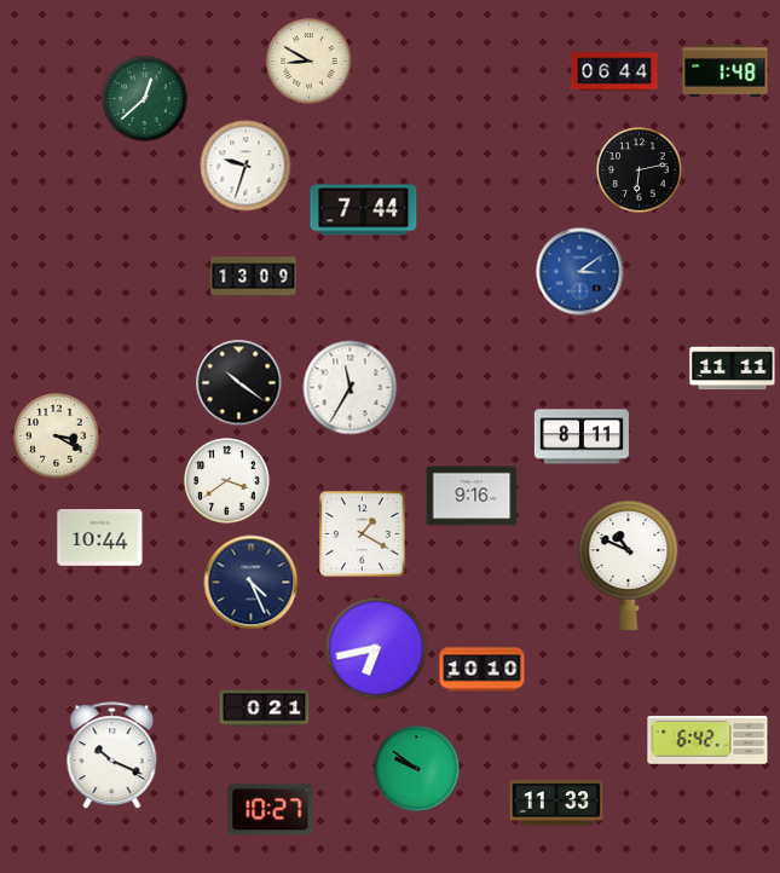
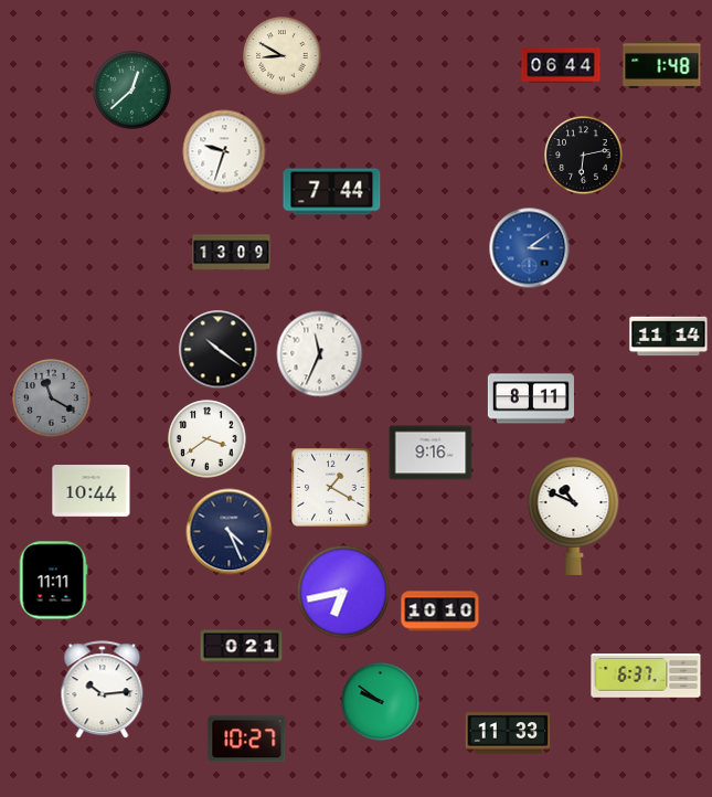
clock at (733, 369): 11:11 -> 11:14
clock at (351, 388): 11:35 -> 11:34
clock at (57, 436): 3:20 -> 11:20
clock at (57, 436) dial: cream -> grey
clock at (53, 581): none -> 11:11
clock at (707, 740): 6:42 -> 6:37
clock at (112, 756): 10:19 -> 10:14
